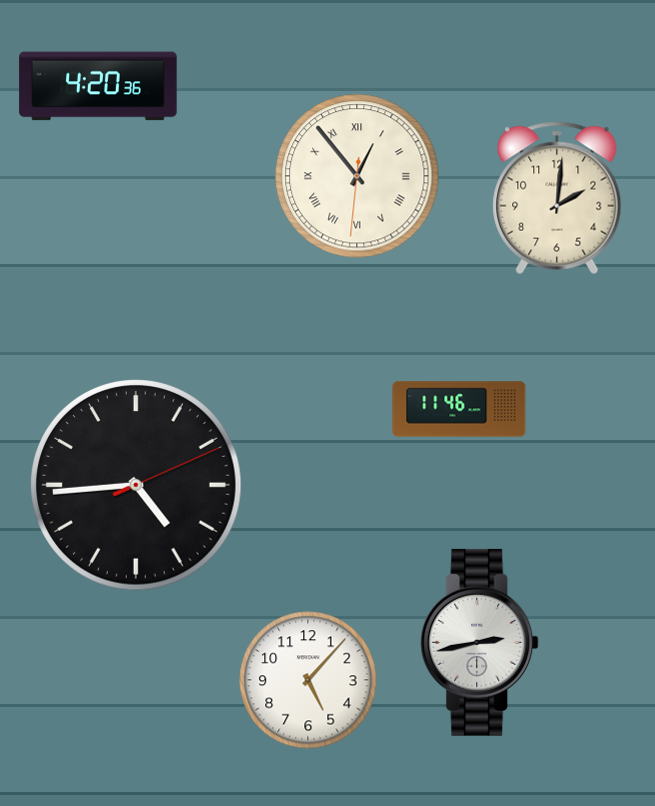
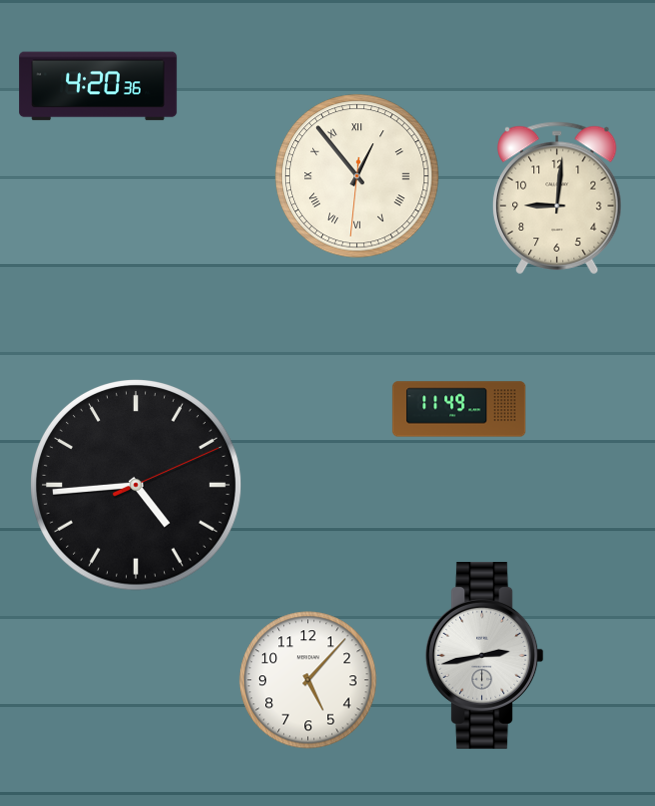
clock at (557, 198): 2:01 -> 9:01
clock at (459, 409): 11:46 -> 11:49
clock at (480, 642) position: (480, 642) -> (485, 655)
